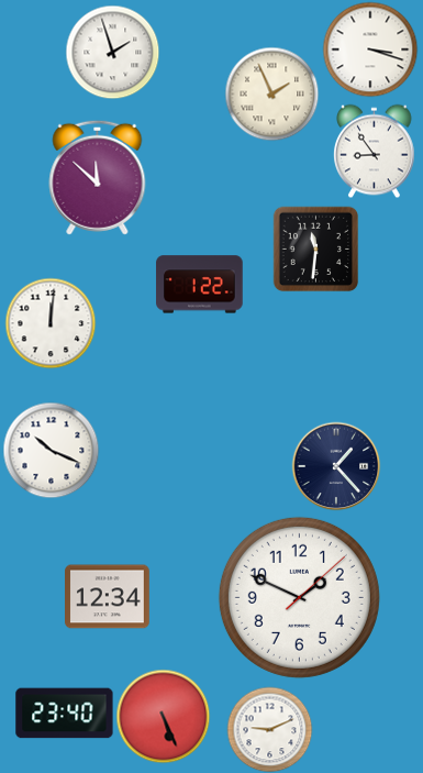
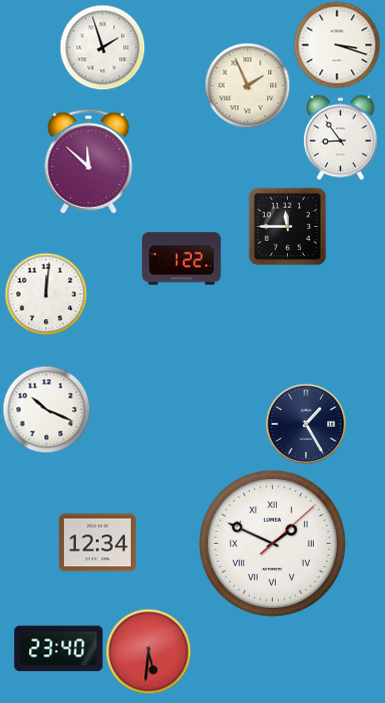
clock at (315, 249): 11:31 -> 11:45
clock at (336, 466): 1:23 -> 1:25
clock at (299, 597) numerals: Arabic -> Roman
clock at (163, 716): 5:26 -> 5:31
clock at (269, 729): 9:11 -> none
